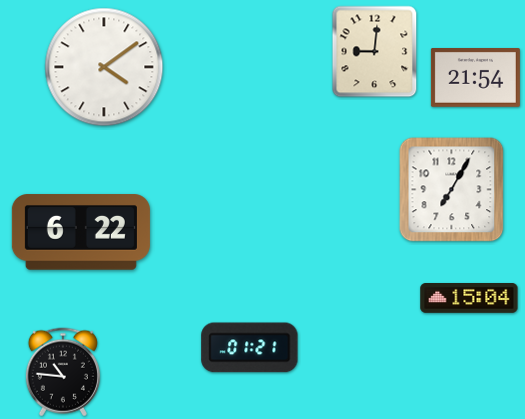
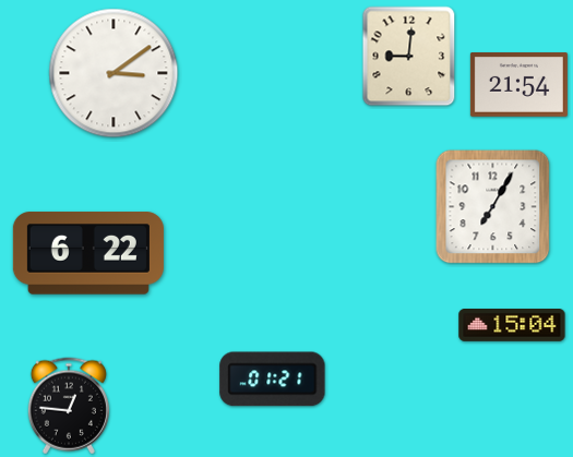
clock at (104, 67): 4:09 -> 3:09
clock at (63, 372): 10:46 -> 12:46
